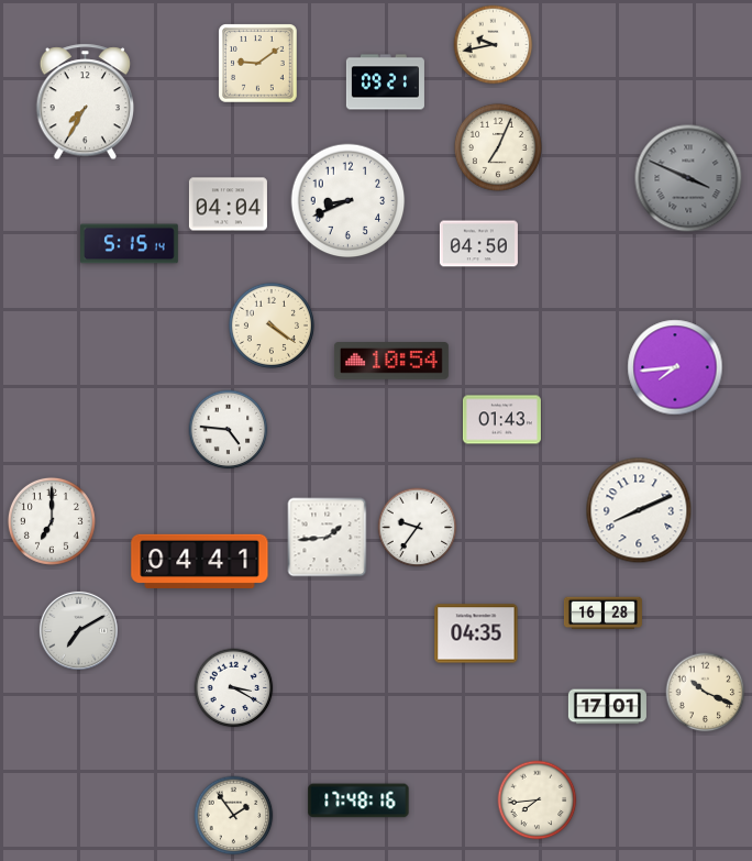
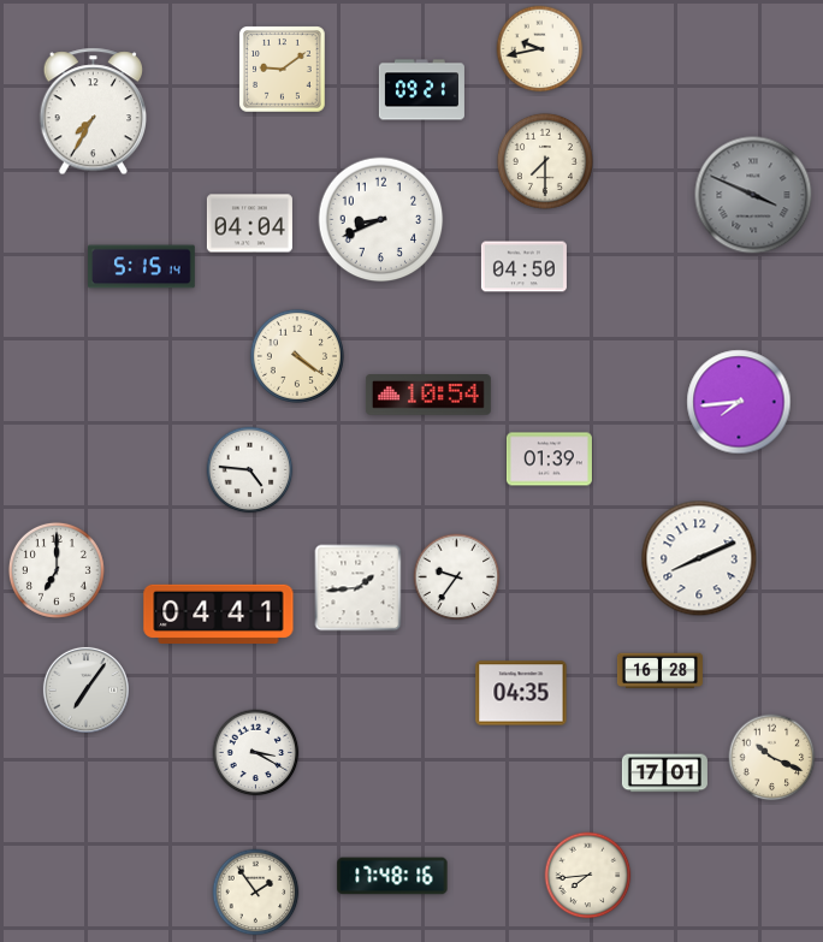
clock at (498, 147): 7:04 -> 7:30
clock at (501, 420): 01:43 -> 01:39
clock at (78, 630): 7:10 -> 7:06
